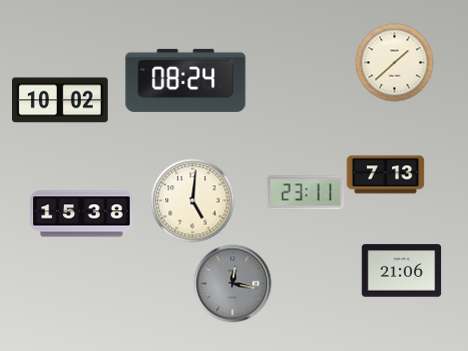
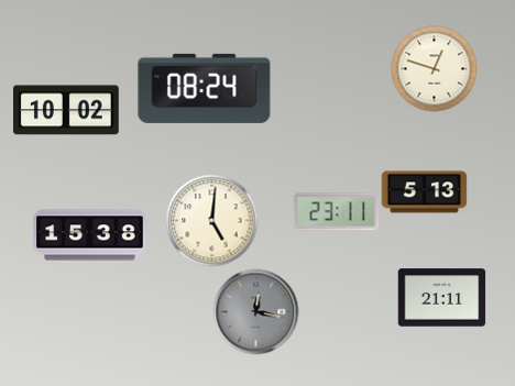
clock at (394, 62): 1:38 -> 12:48
clock at (385, 175): 7:13 -> 5:13
clock at (401, 271): 21:06 -> 21:11
